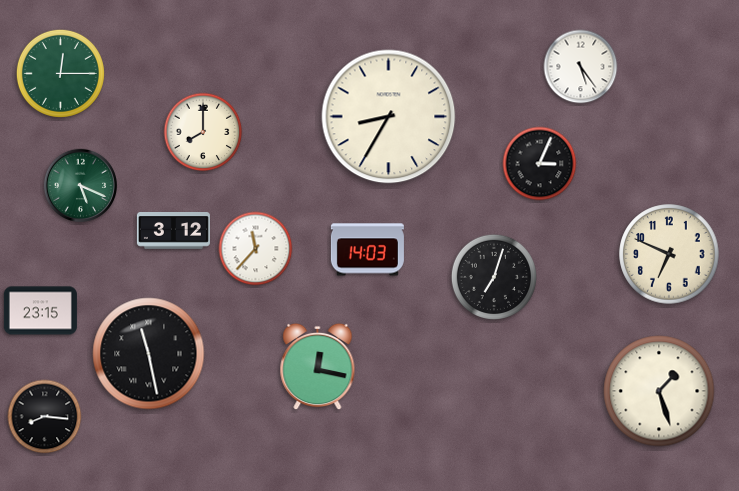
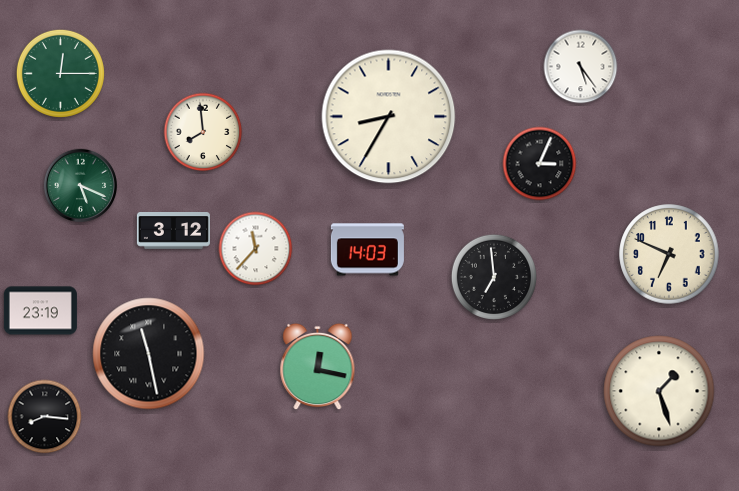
clock at (203, 132): 8:00 -> 7:59
clock at (493, 276): 7:03 -> 6:59
clock at (40, 311): 23:15 -> 23:19
